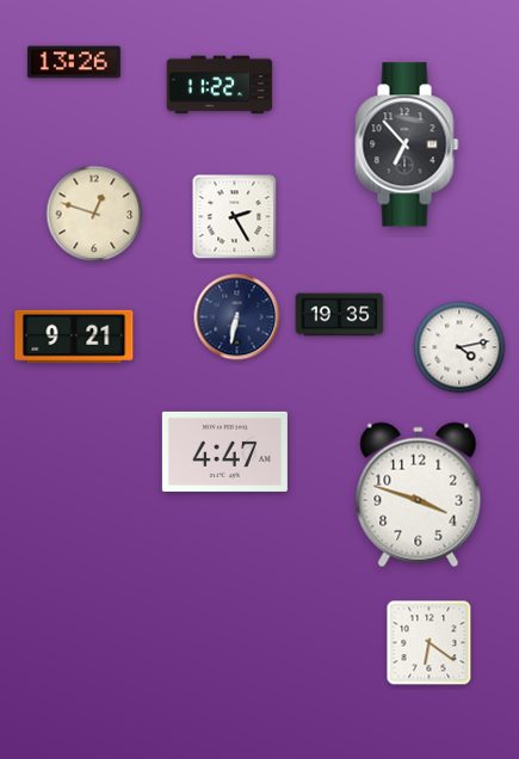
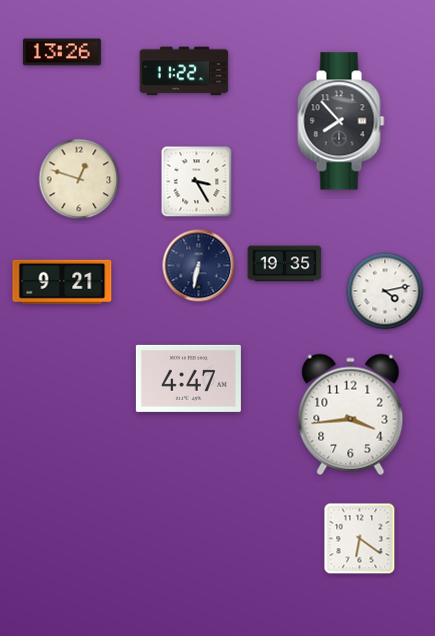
clock at (407, 144): 6:53 -> 7:53
clock at (235, 217): 2:25 -> 3:25
clock at (419, 495): 3:48 -> 3:44
